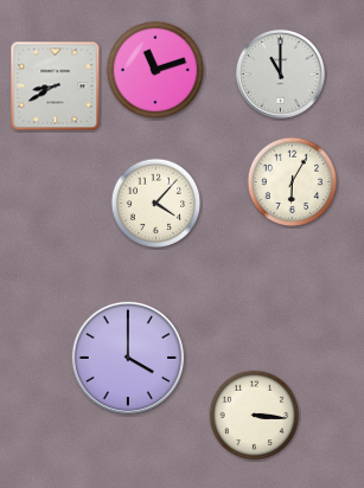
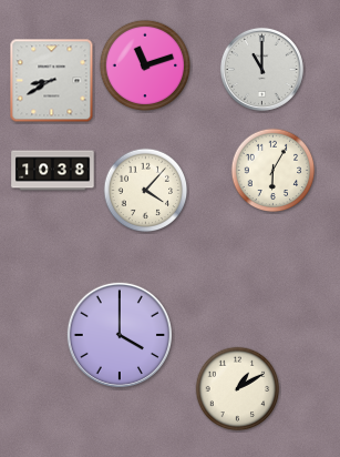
clock at (53, 171): none -> 10:38
clock at (255, 416): 3:16 -> 1:10
